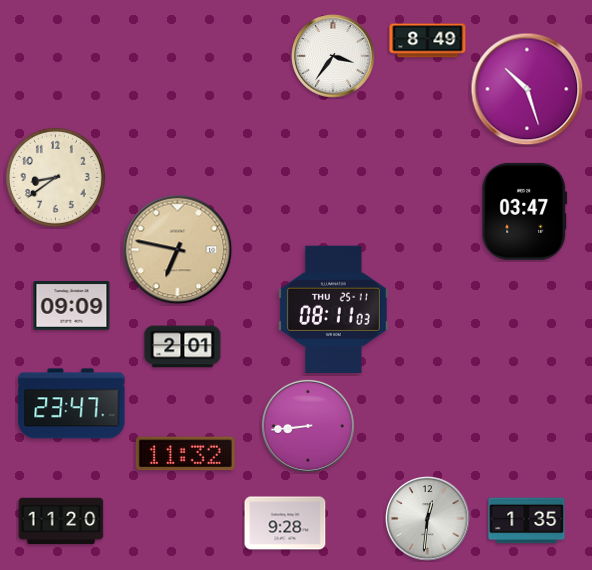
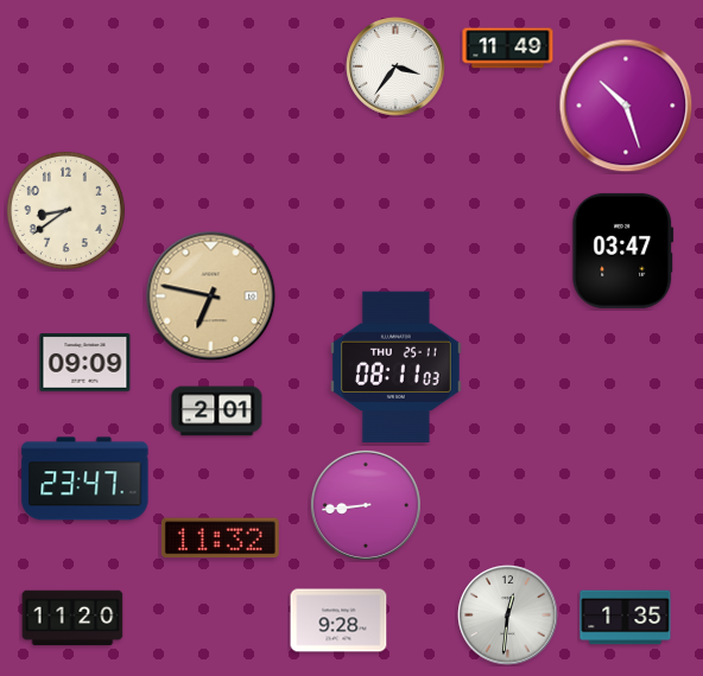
clock at (428, 41): 8:49 -> 11:49
